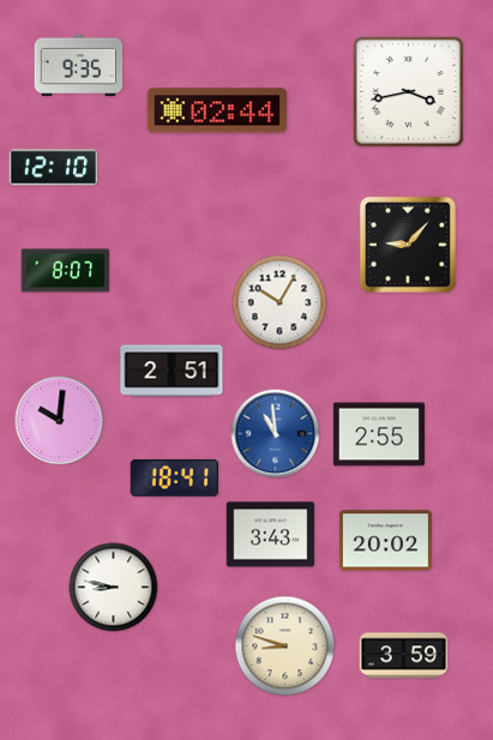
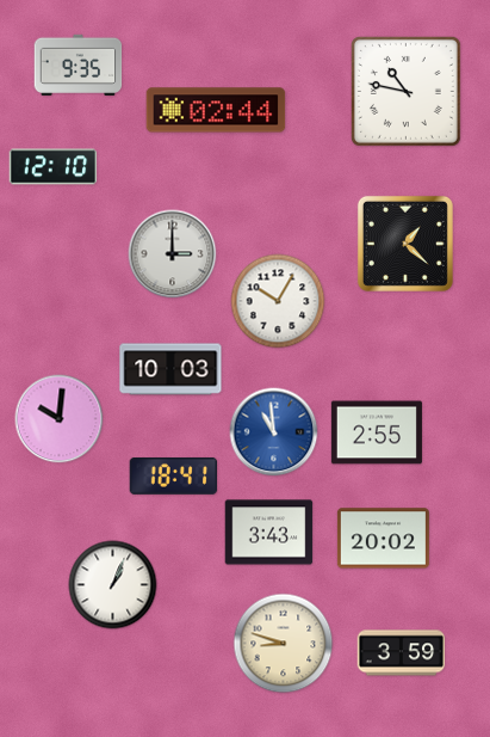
clock at (408, 91): 3:43 -> 10:47
clock at (408, 245): 9:07 -> 1:22
clock at (173, 254): none -> 3:00
clock at (66, 271): 8:07 -> none
clock at (172, 371): 2:51 -> 10:03
clock at (114, 588): 8:47 -> 1:04
